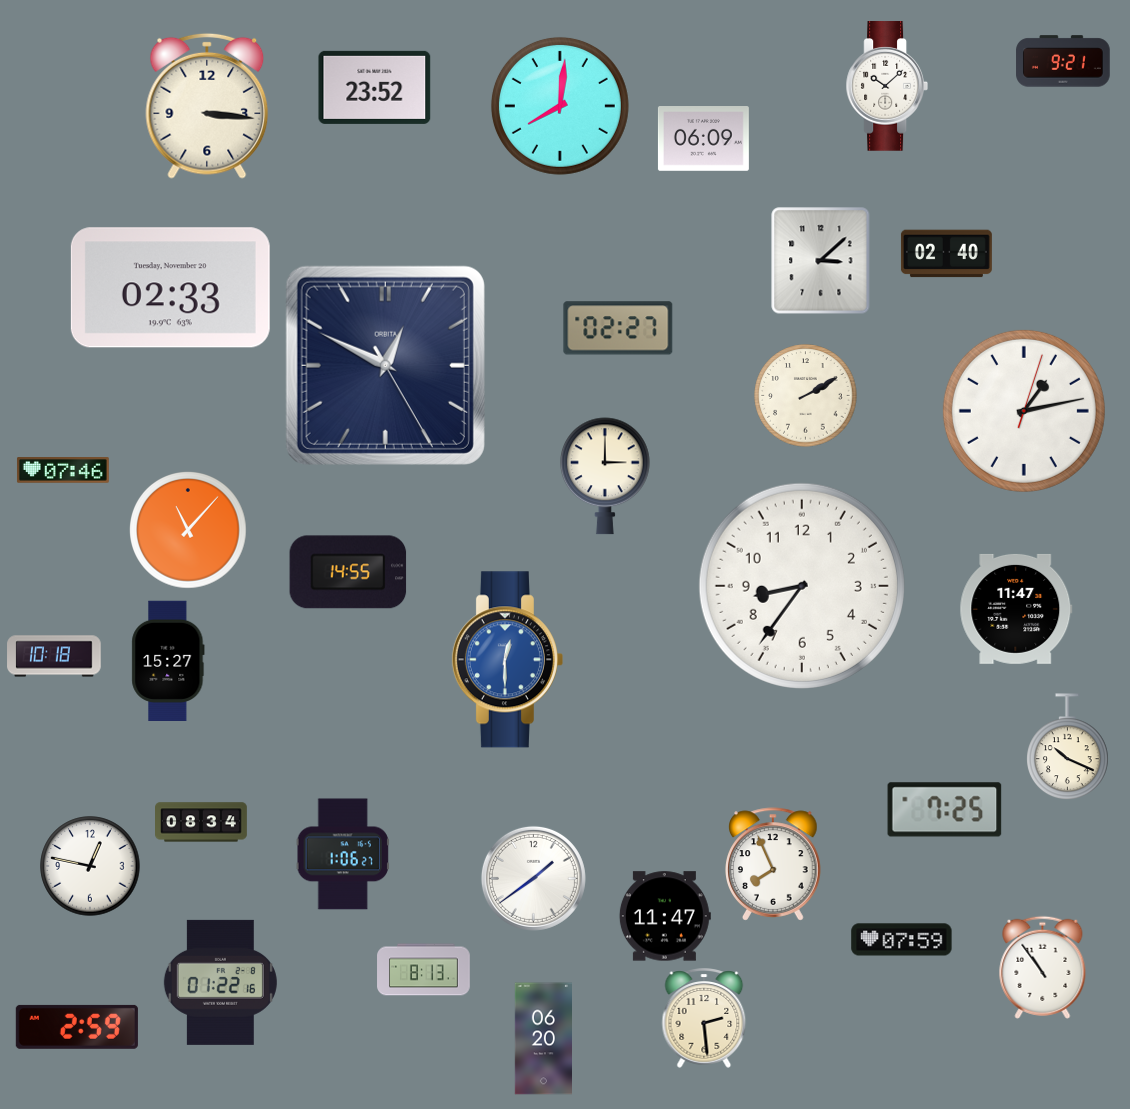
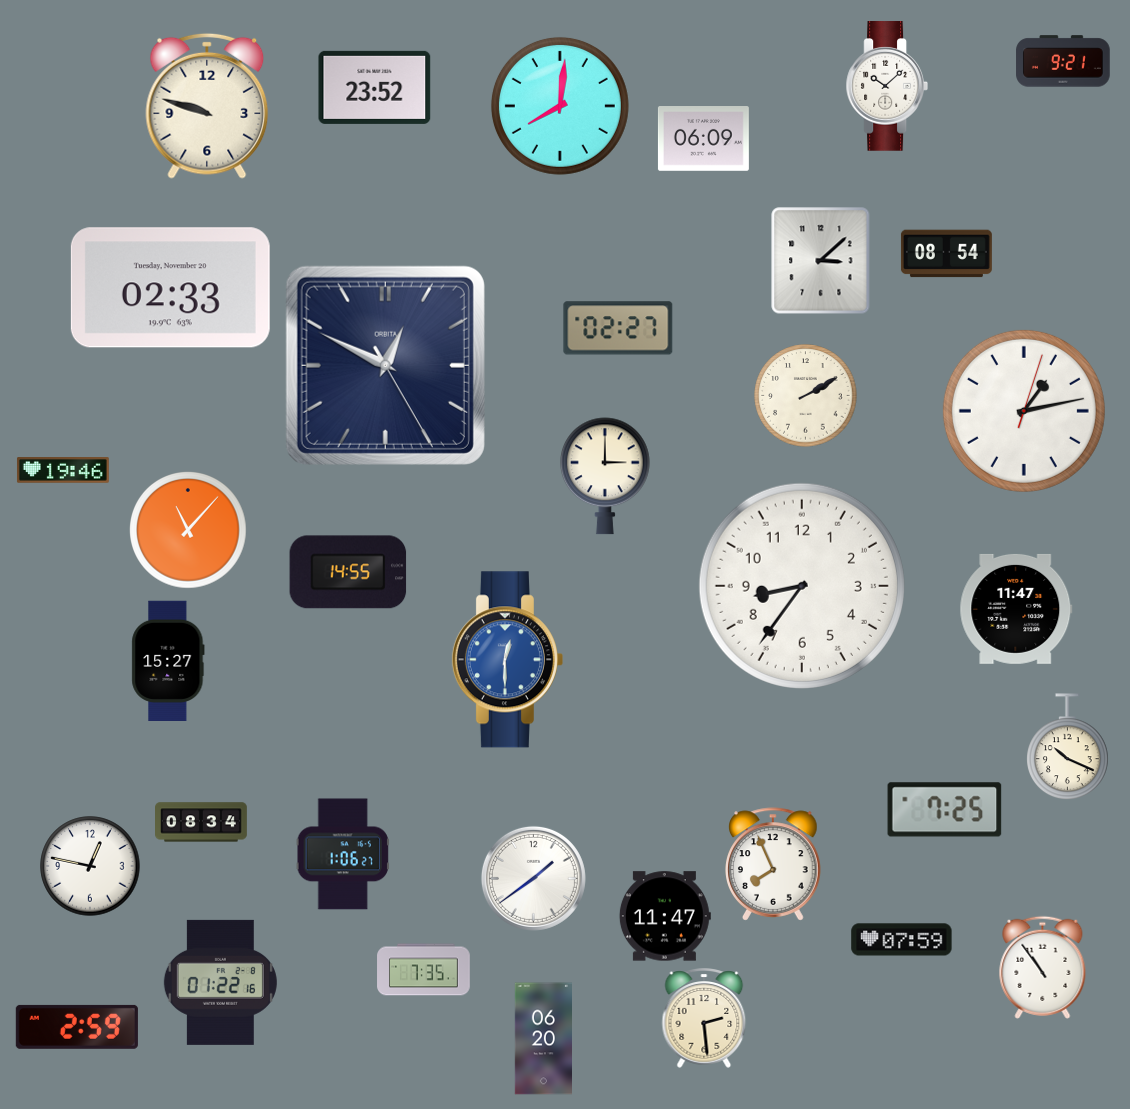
clock at (207, 106): 3:16 -> 9:48
clock at (946, 254): 02:40 -> 08:54
clock at (63, 470): 07:46 -> 19:46
clock at (54, 656): 10:18 -> none
clock at (424, 970): 8:13 -> 7:35
